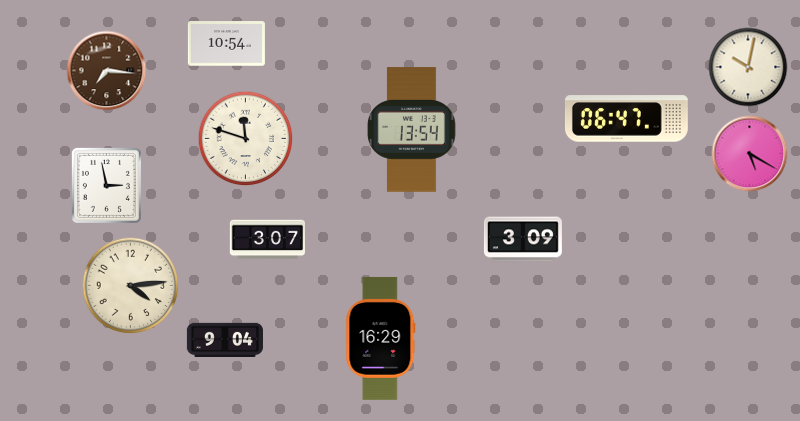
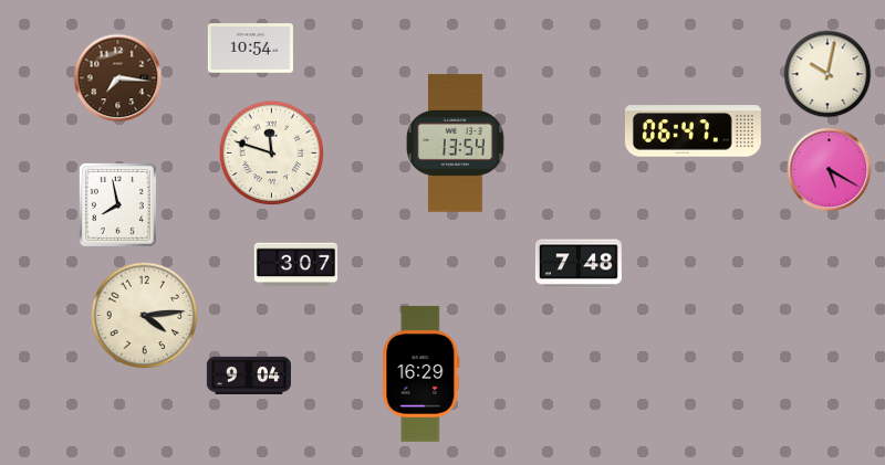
clock at (106, 185): 2:58 -> 7:58
clock at (523, 239): 3:09 -> 7:48
